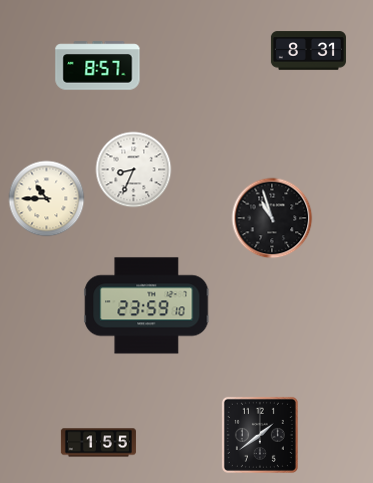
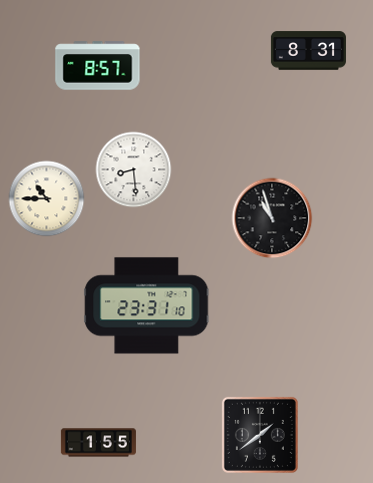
clock at (134, 170): 8:34 -> 8:29
clock at (147, 306): 23:59 -> 23:31
